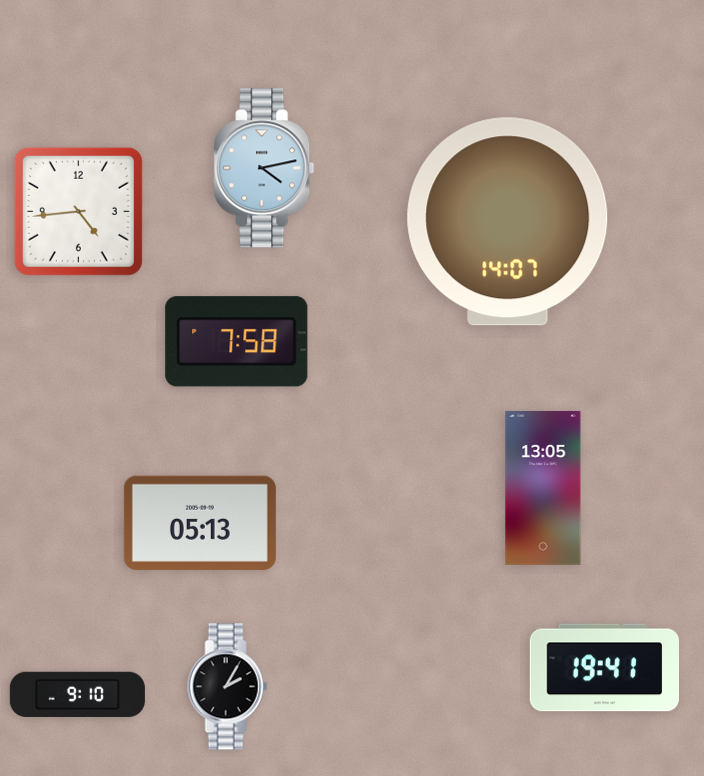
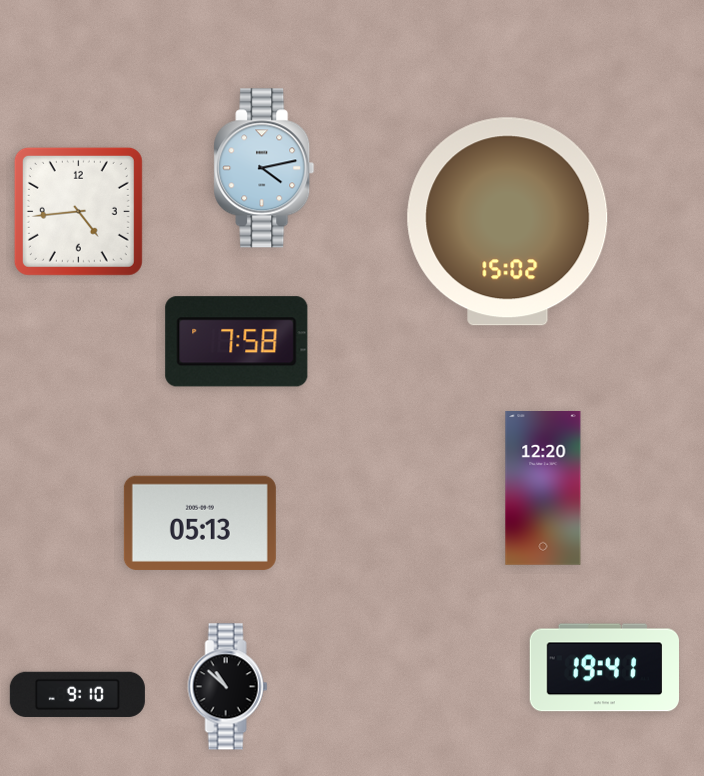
clock at (508, 222): 14:07 -> 15:02
clock at (543, 489): 13:05 -> 12:20
clock at (228, 687): 2:05 -> 10:52
